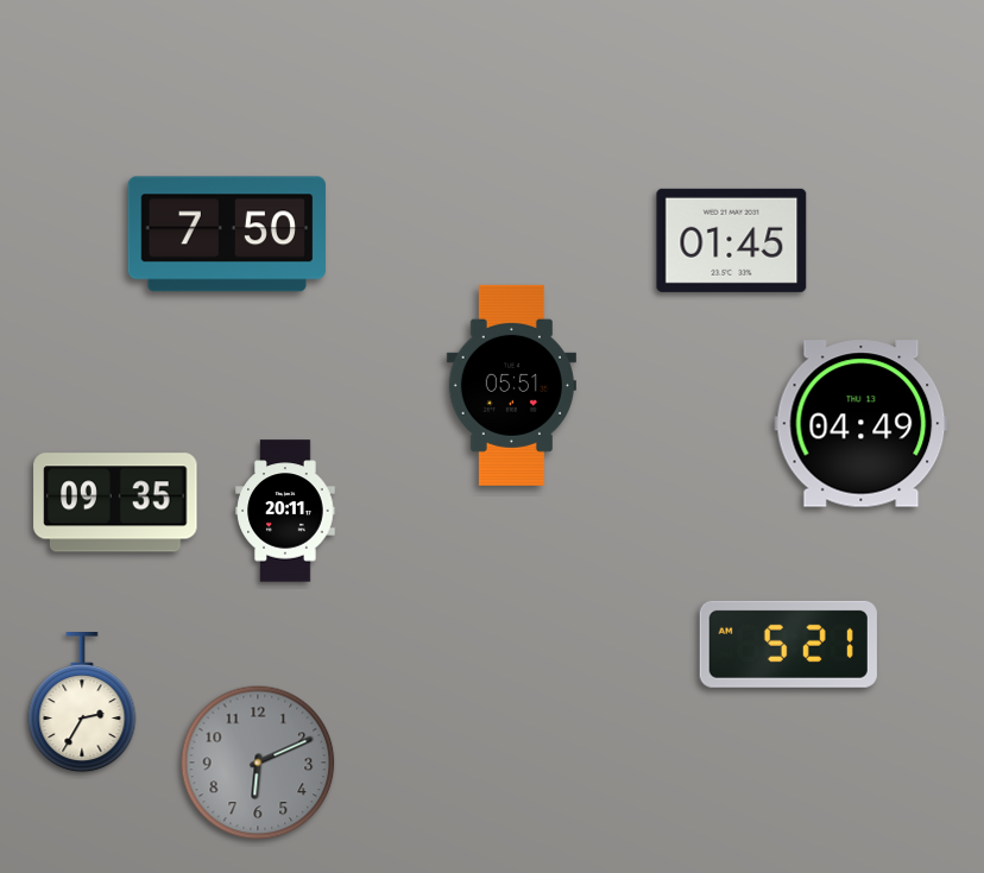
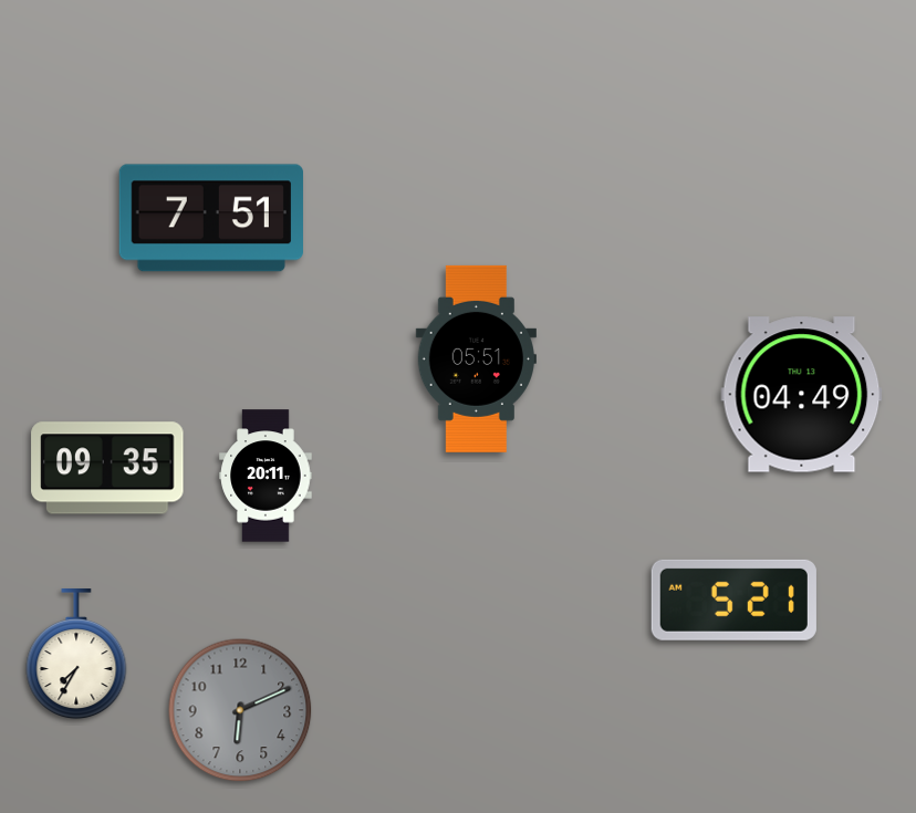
clock at (227, 234): 7:50 -> 7:51
clock at (732, 240): 01:45 -> none
clock at (82, 703): 2:35 -> 7:35
